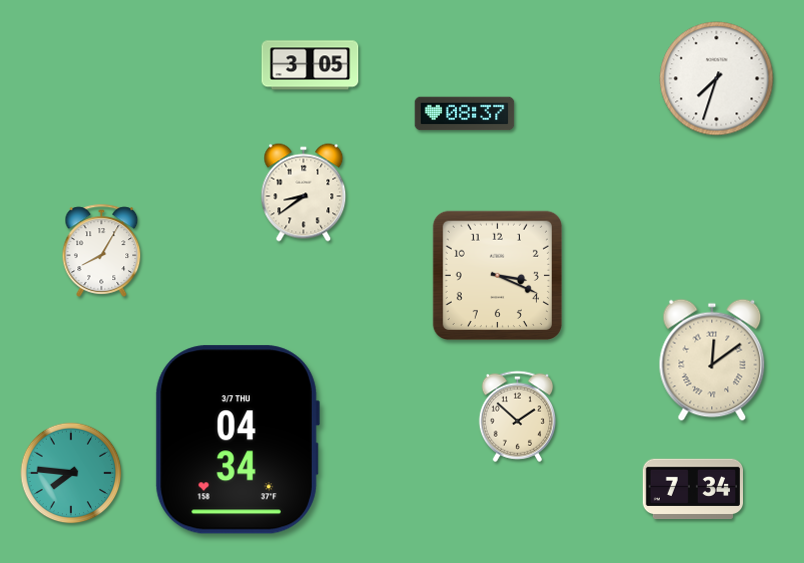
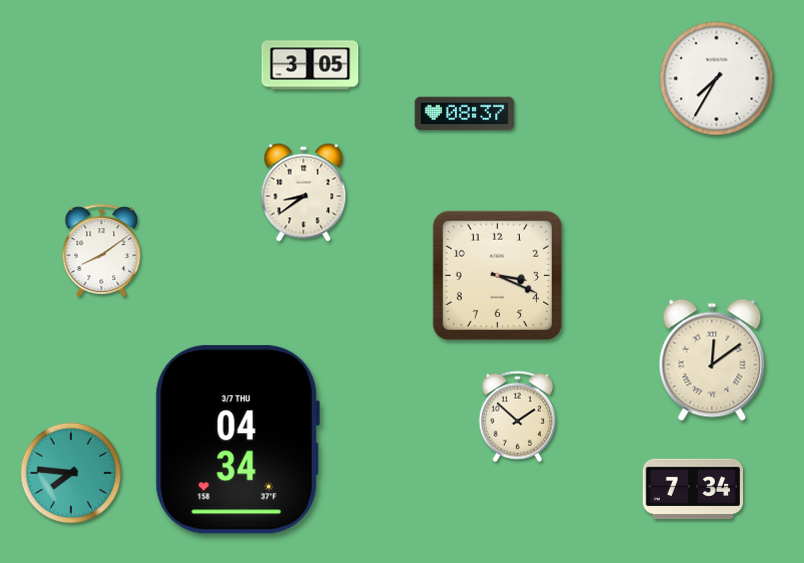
clock at (717, 79): 7:33 -> 7:35
clock at (102, 250): 8:05 -> 8:09
